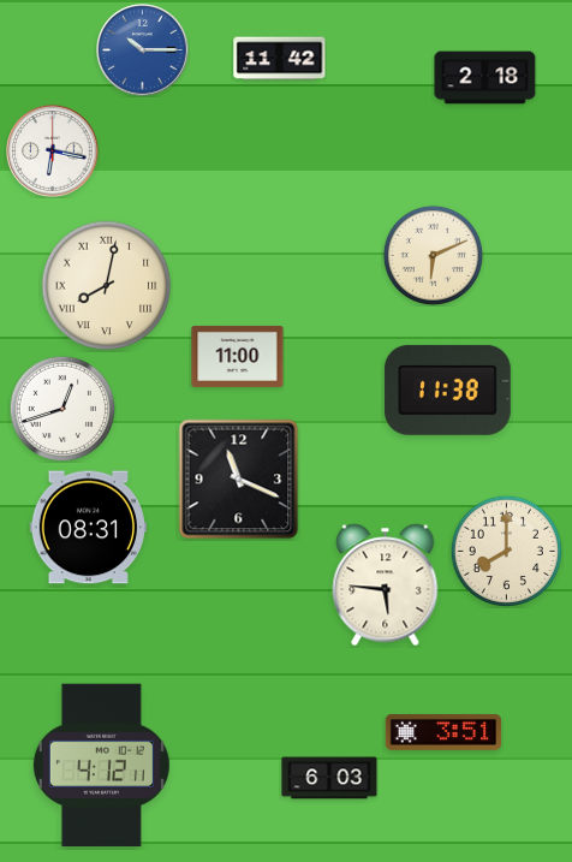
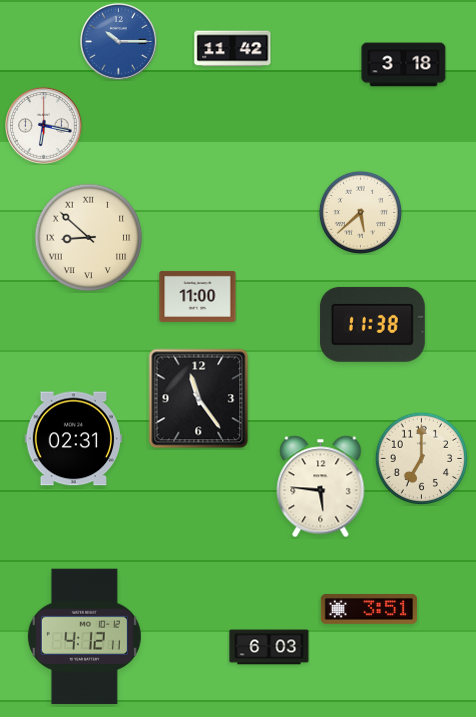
clock at (485, 78): 2:18 -> 3:18
clock at (433, 255): 6:11 -> 5:38
clock at (107, 286): 8:02 -> 8:52
clock at (62, 409): 12:42 -> none
clock at (239, 480): 11:19 -> 11:24
clock at (88, 528): 08:31 -> 02:31
clock at (506, 551): 8:00 -> 7:00
clock at (329, 778) position: (329, 778) -> (269, 647)
